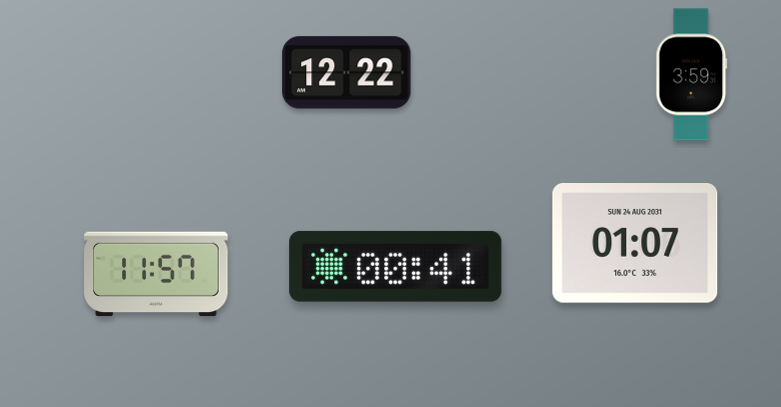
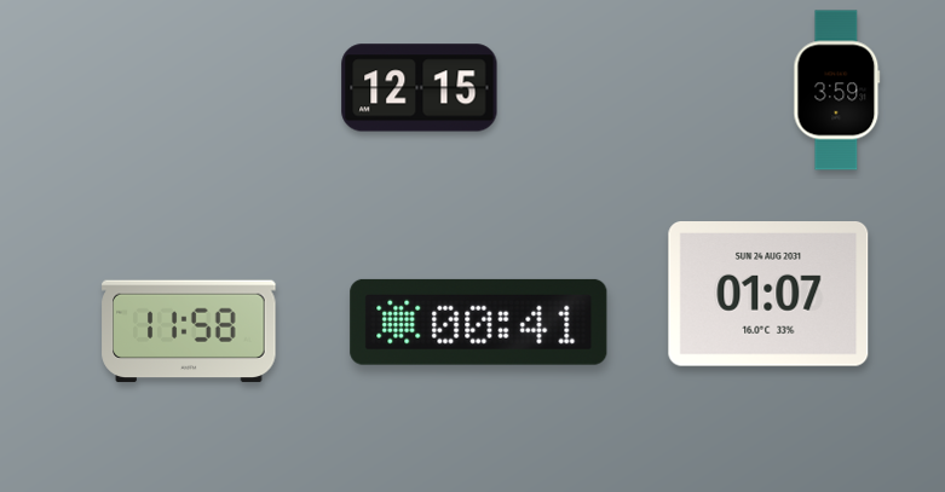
clock at (347, 73): 12:22 -> 12:15
clock at (156, 274): 11:57 -> 11:58
